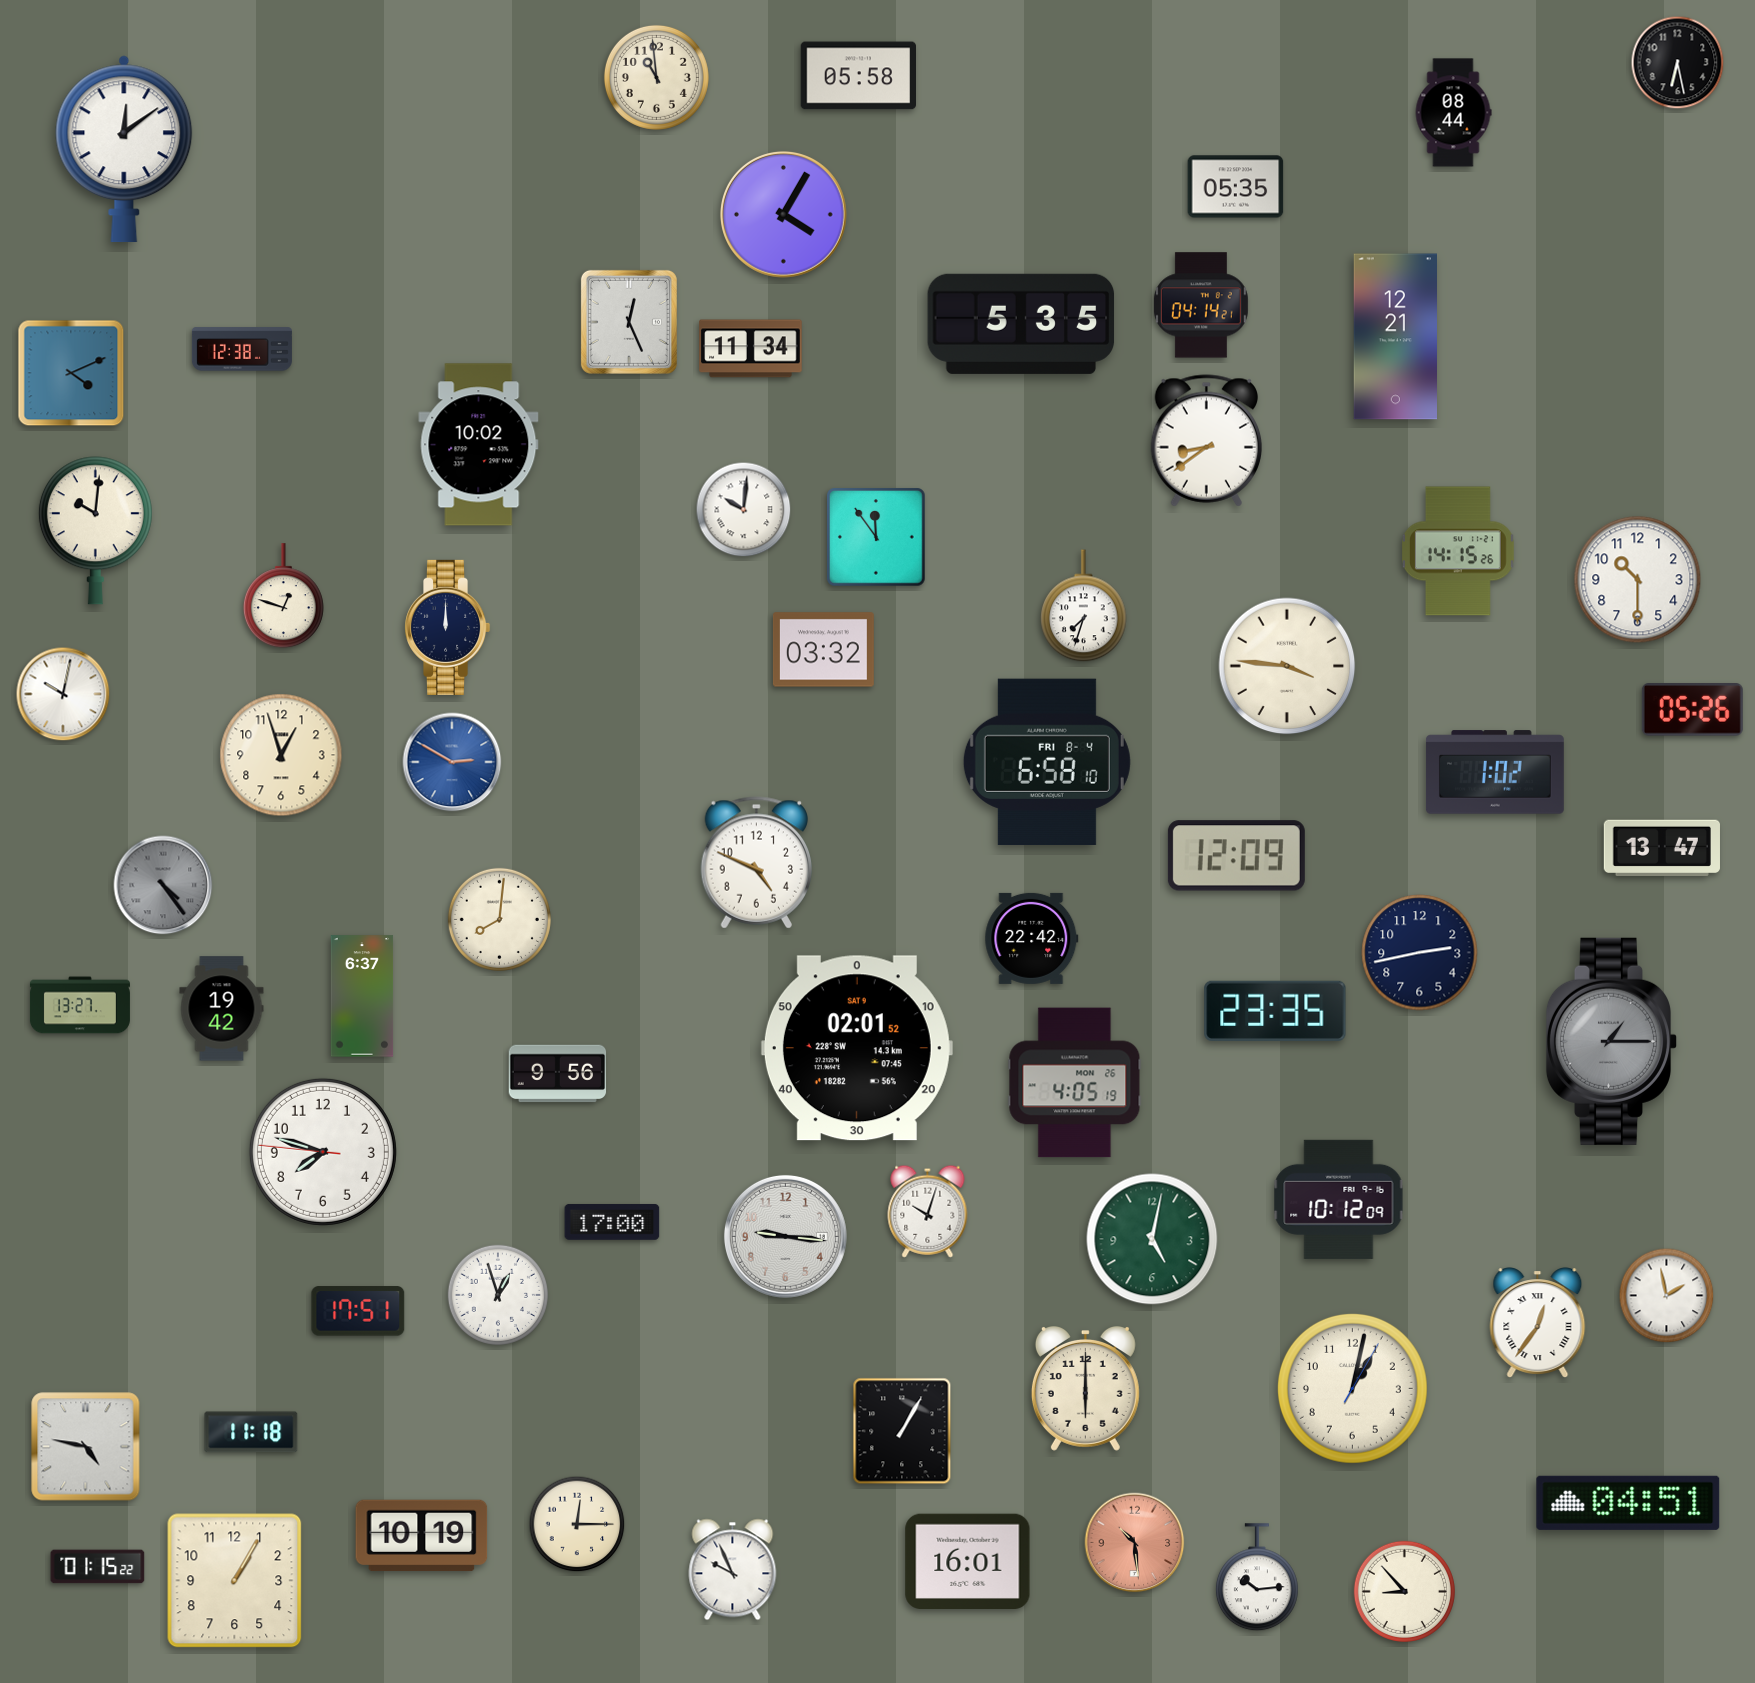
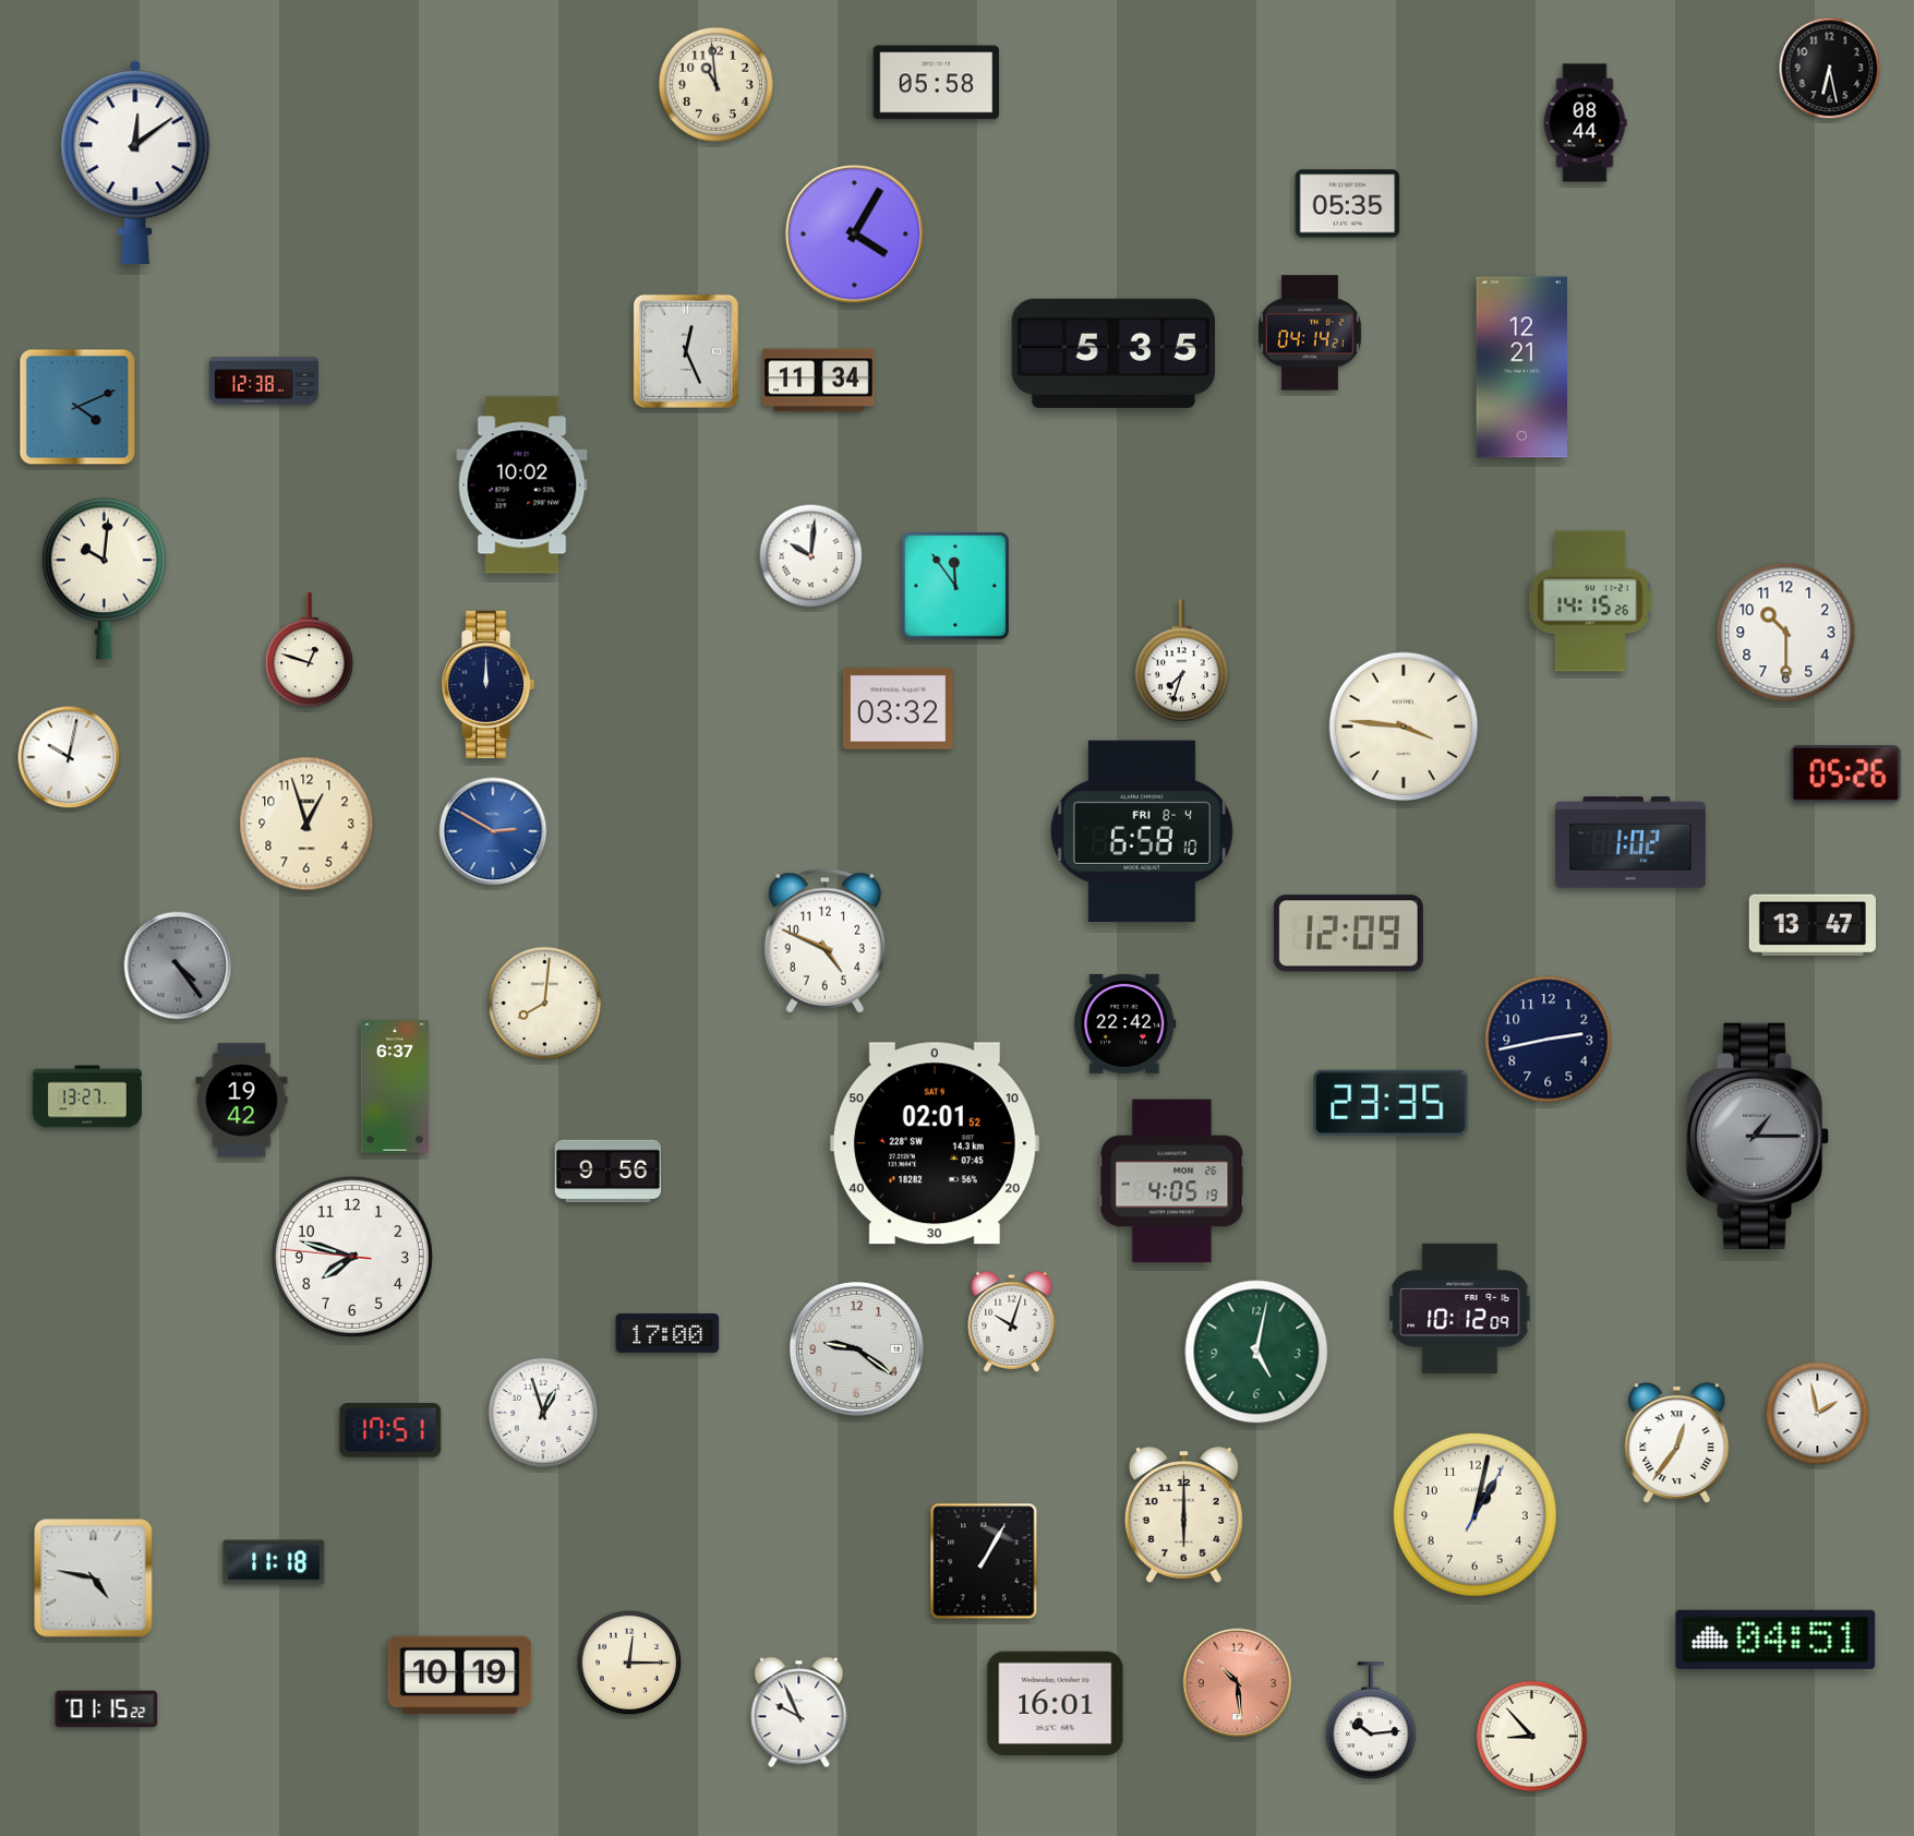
clock at (1206, 441): 8:39 -> none
clock at (785, 1236): 9:16 -> 9:21
clock at (235, 1581): 1:05 -> none
